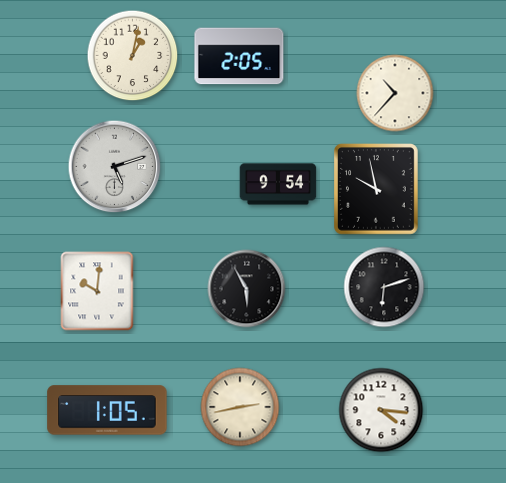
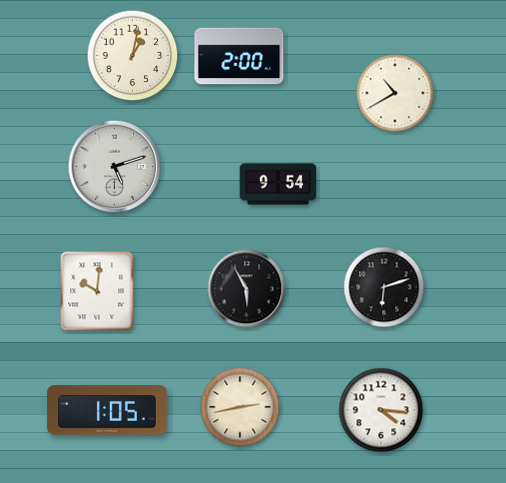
clock at (239, 56): 2:05 -> 2:00
clock at (395, 93): 10:37 -> 10:40
clock at (377, 190): 9:58 -> none
